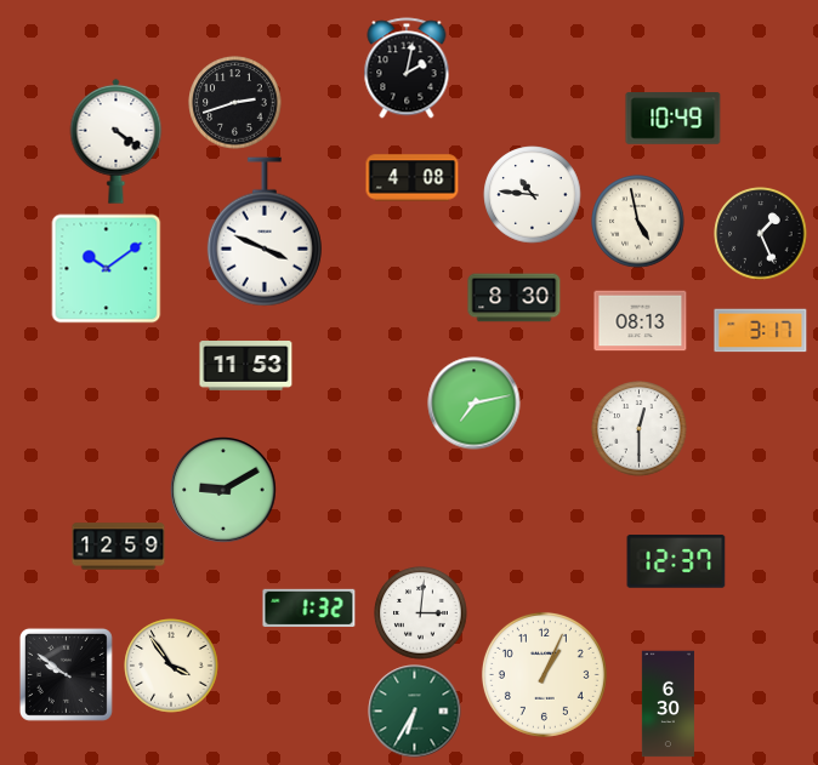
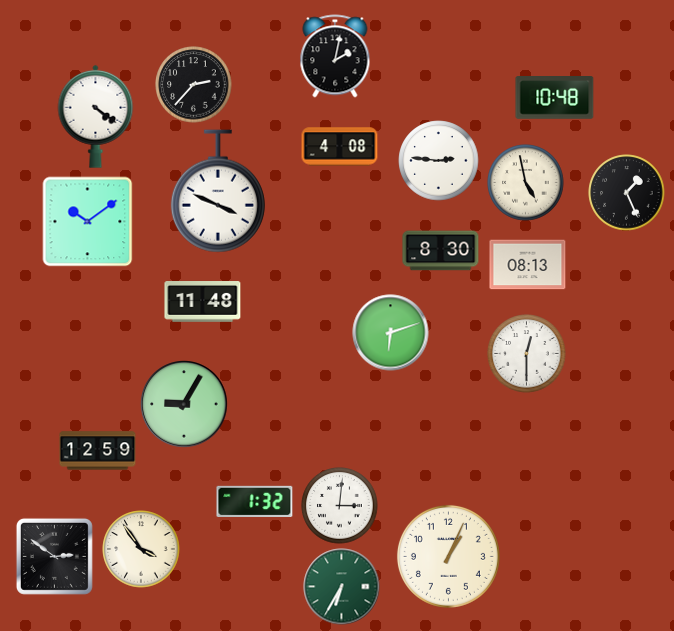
clock at (235, 103): 2:42 -> 2:37
clock at (674, 119): 10:49 -> 10:48
clock at (533, 195): 10:46 -> 2:46
clock at (515, 298) position: (515, 298) -> (441, 251)
clock at (761, 331): 3:17 -> none
clock at (246, 366): 11:53 -> 11:48
clock at (475, 404): 7:13 -> 6:12
clock at (223, 490): 9:10 -> 9:05
clock at (676, 561): 12:37 -> none
clock at (421, 613) position: (421, 613) -> (340, 506)
clock at (66, 674): 9:51 -> 2:51
clock at (668, 704): 6:30 -> none
